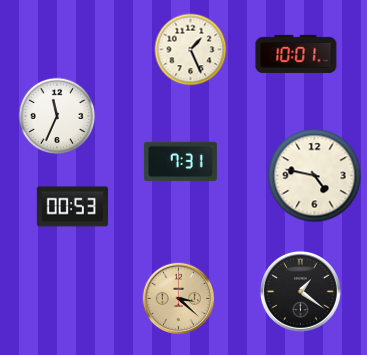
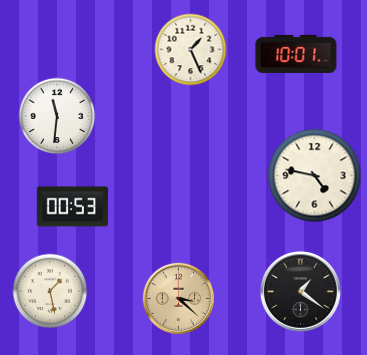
clock at (57, 116): 11:34 -> 11:31
clock at (180, 162): 7:31 -> none
clock at (50, 291): none -> 1:28
